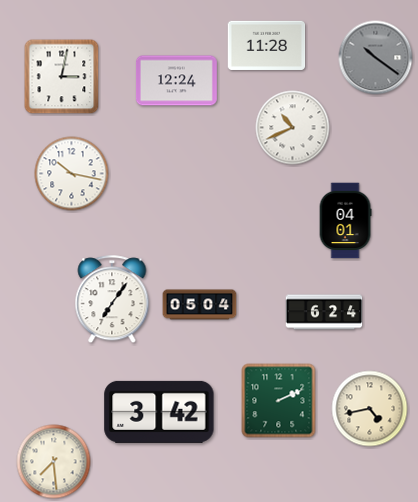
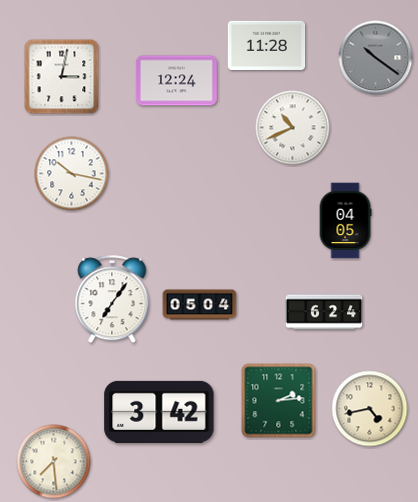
clock at (345, 221): 04:01 -> 04:05
clock at (279, 401): 2:11 -> 2:14
